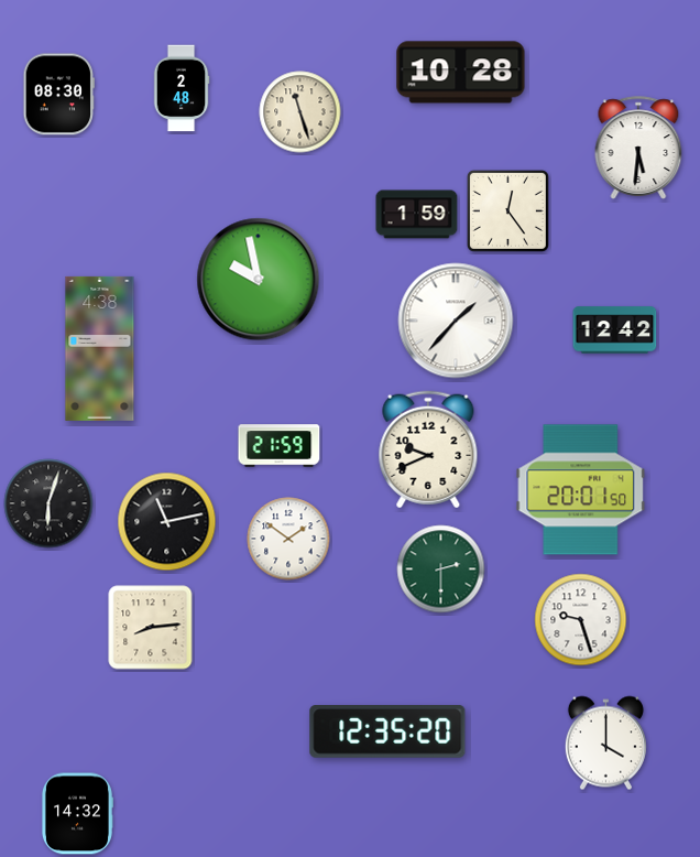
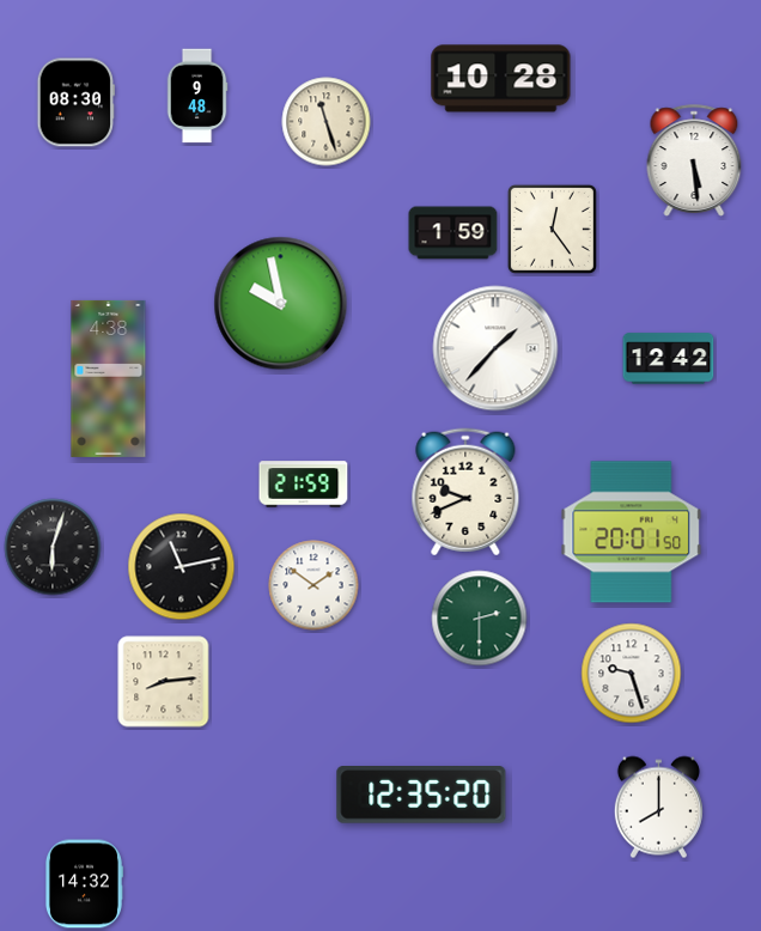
clock at (182, 88): 2:48 -> 9:48
clock at (58, 95) position: (58, 95) -> (75, 103)
clock at (638, 148): 5:31 -> 5:29
clock at (428, 449) position: (428, 449) -> (465, 492)
clock at (605, 744): 4:00 -> 8:00
